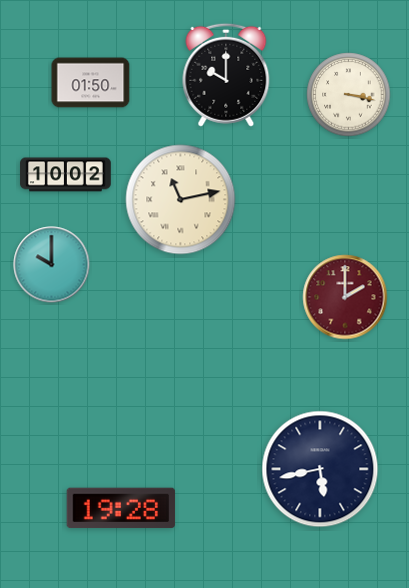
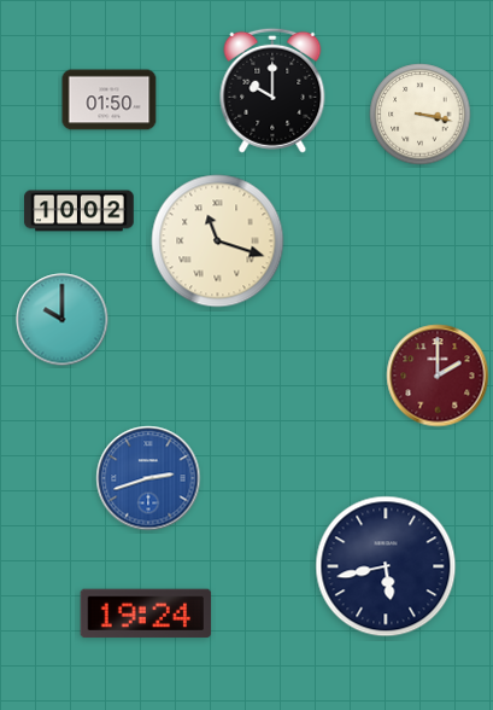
clock at (181, 200): 11:13 -> 11:18
clock at (345, 297) position: (345, 297) -> (438, 376)
clock at (148, 478): none -> 2:42
clock at (121, 508): 19:28 -> 19:24
